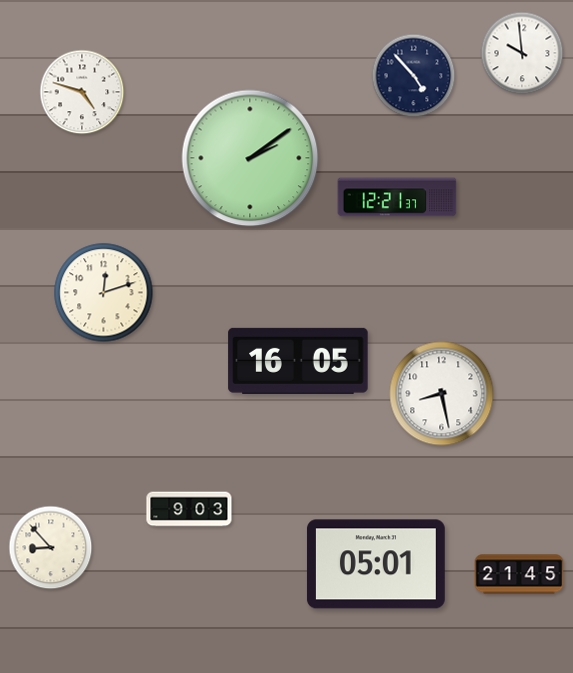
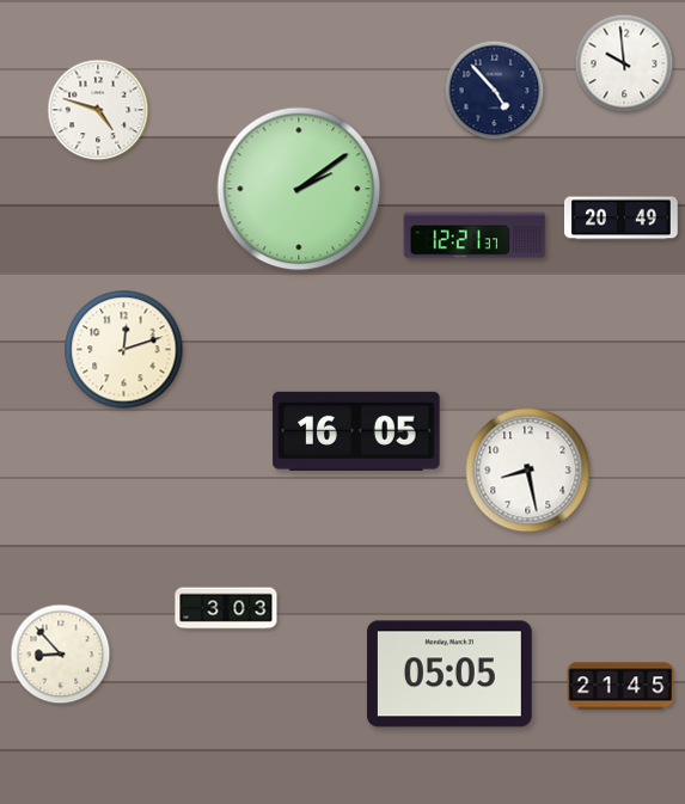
clock at (622, 219): none -> 20:49
clock at (189, 509): 9:03 -> 3:03
clock at (376, 564): 05:01 -> 05:05
